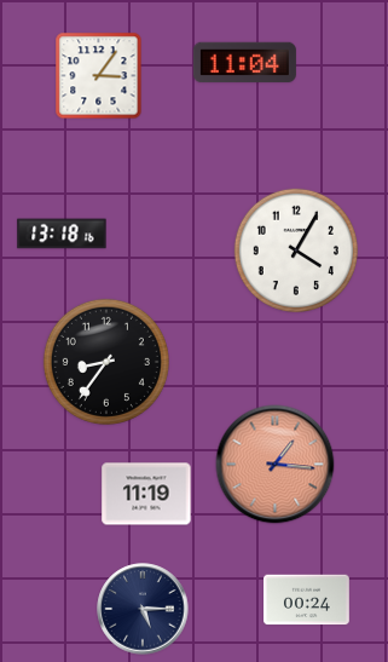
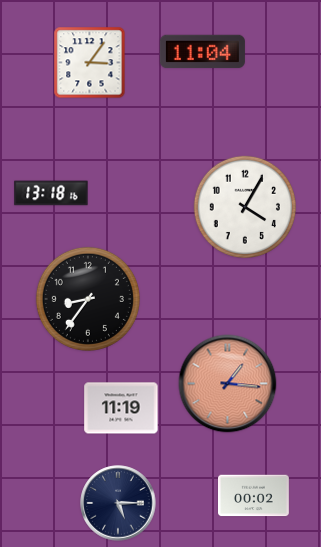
clock at (99, 76) position: (99, 76) -> (90, 63)
clock at (307, 600): 00:24 -> 00:02
